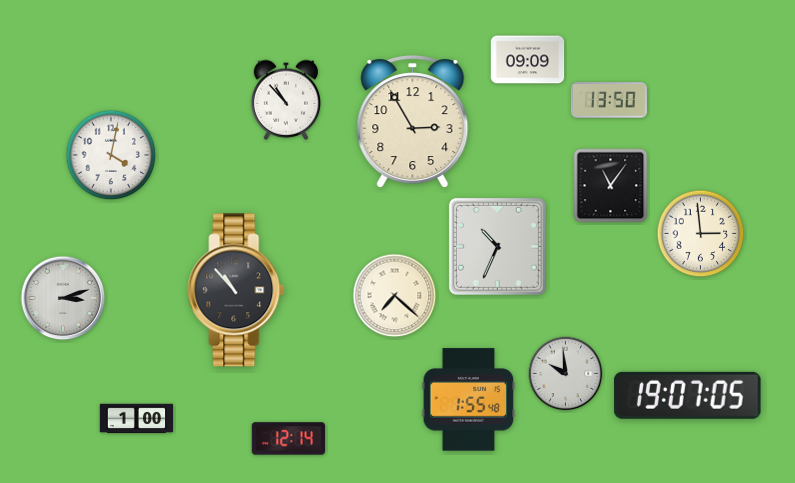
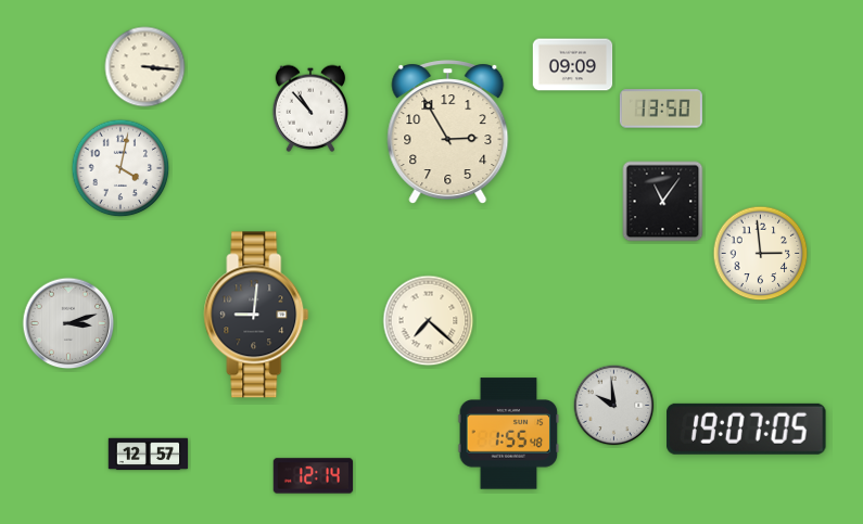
clock at (145, 67): none -> 3:16
clock at (497, 246): 10:34 -> none
clock at (236, 290): 10:53 -> 9:01
clock at (137, 419): 1:00 -> 12:57
